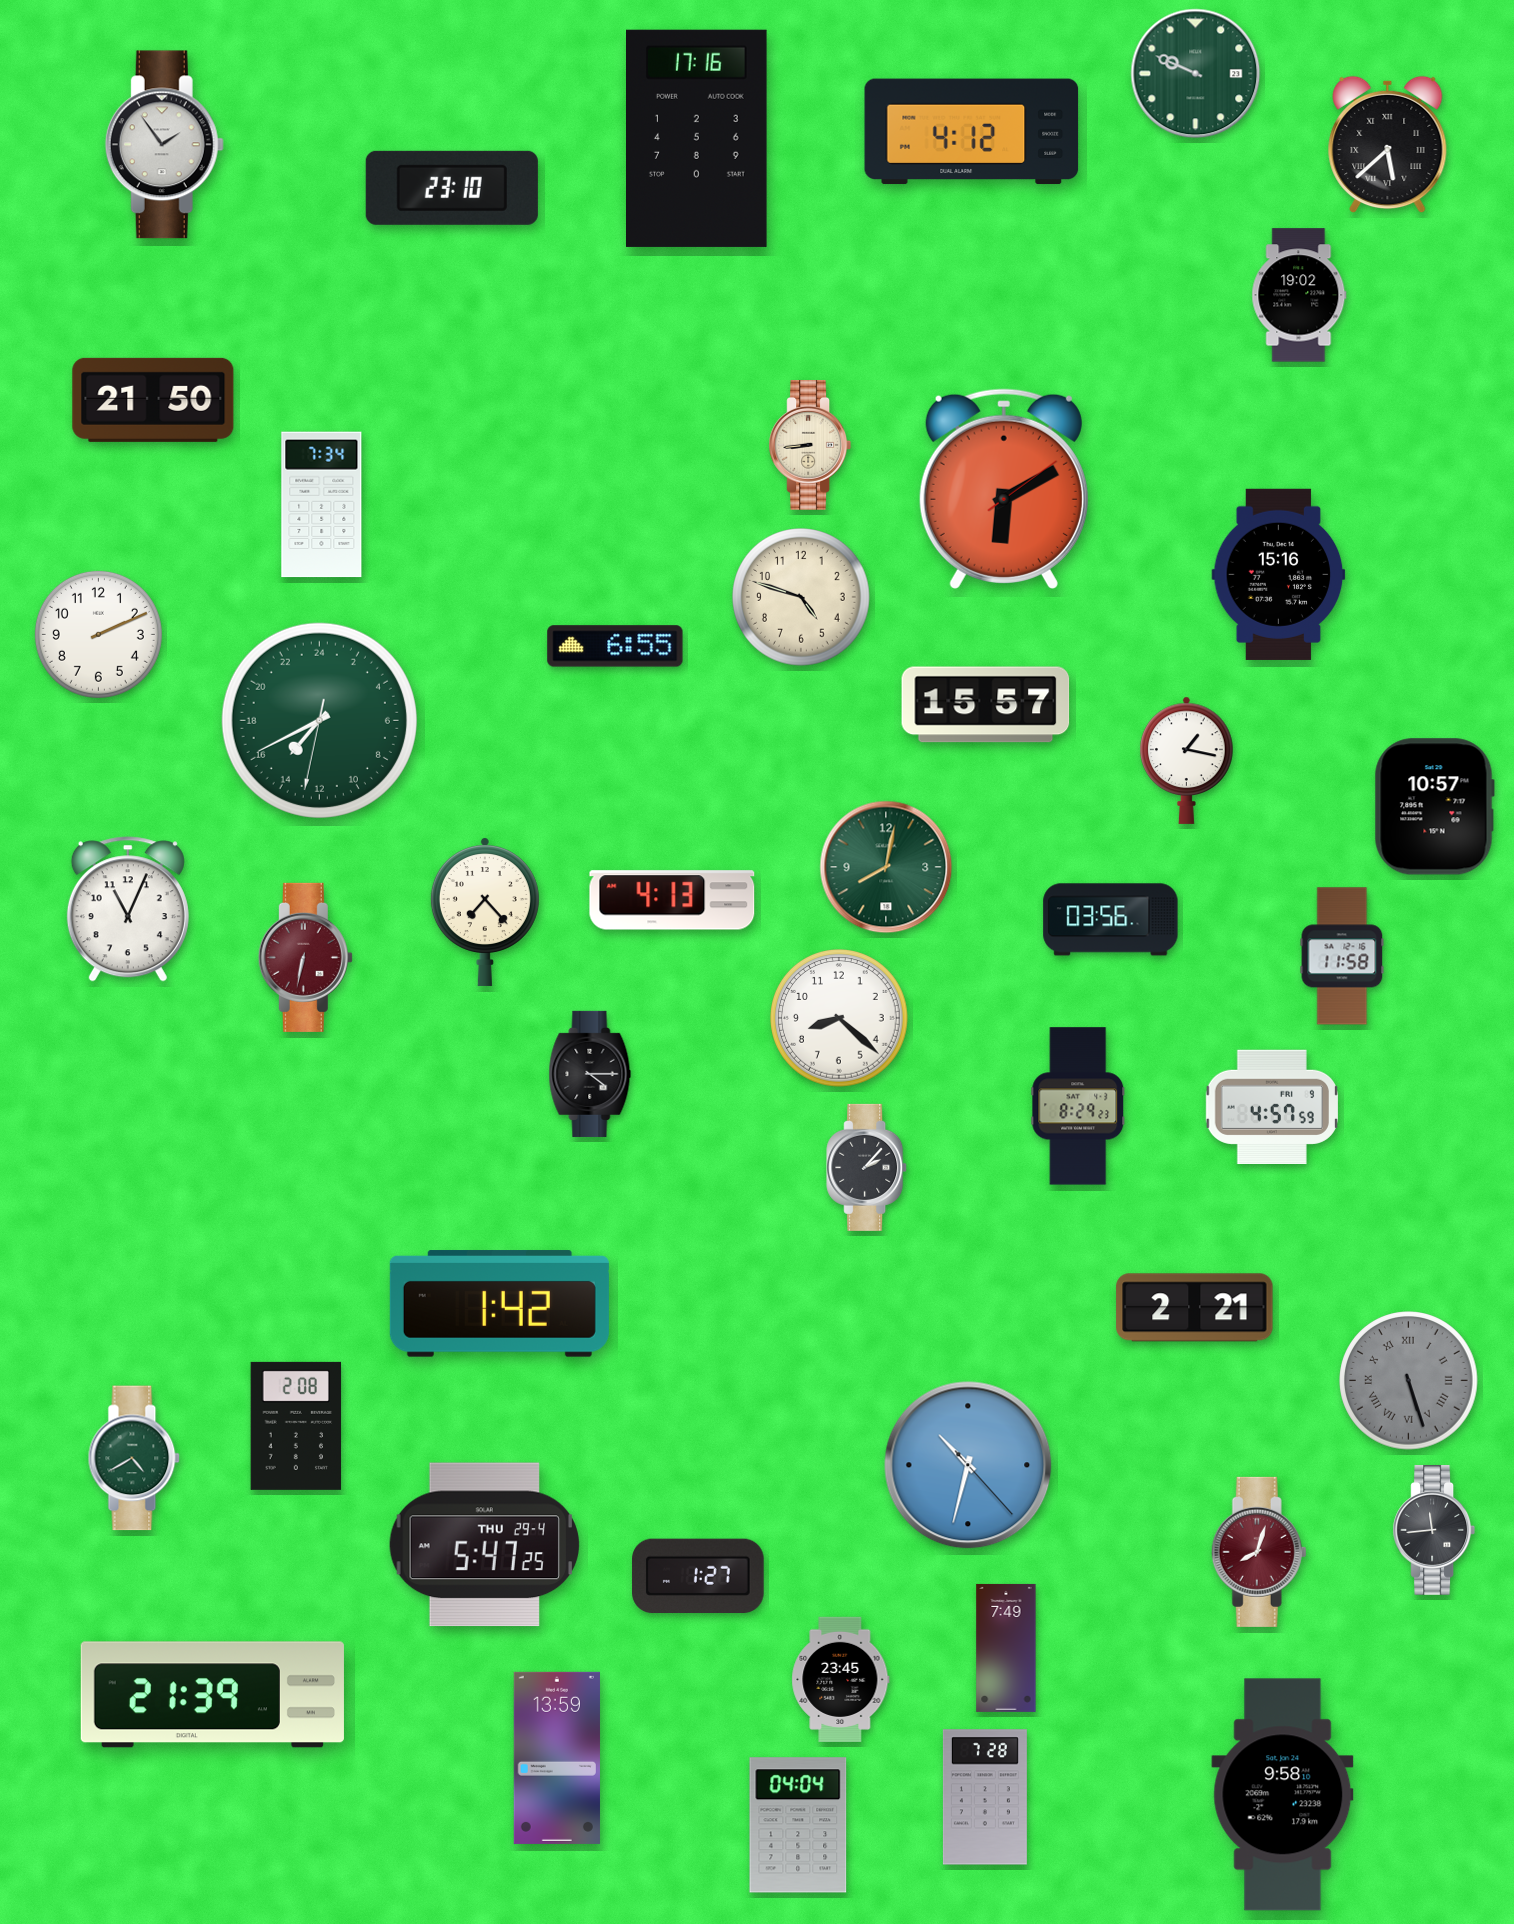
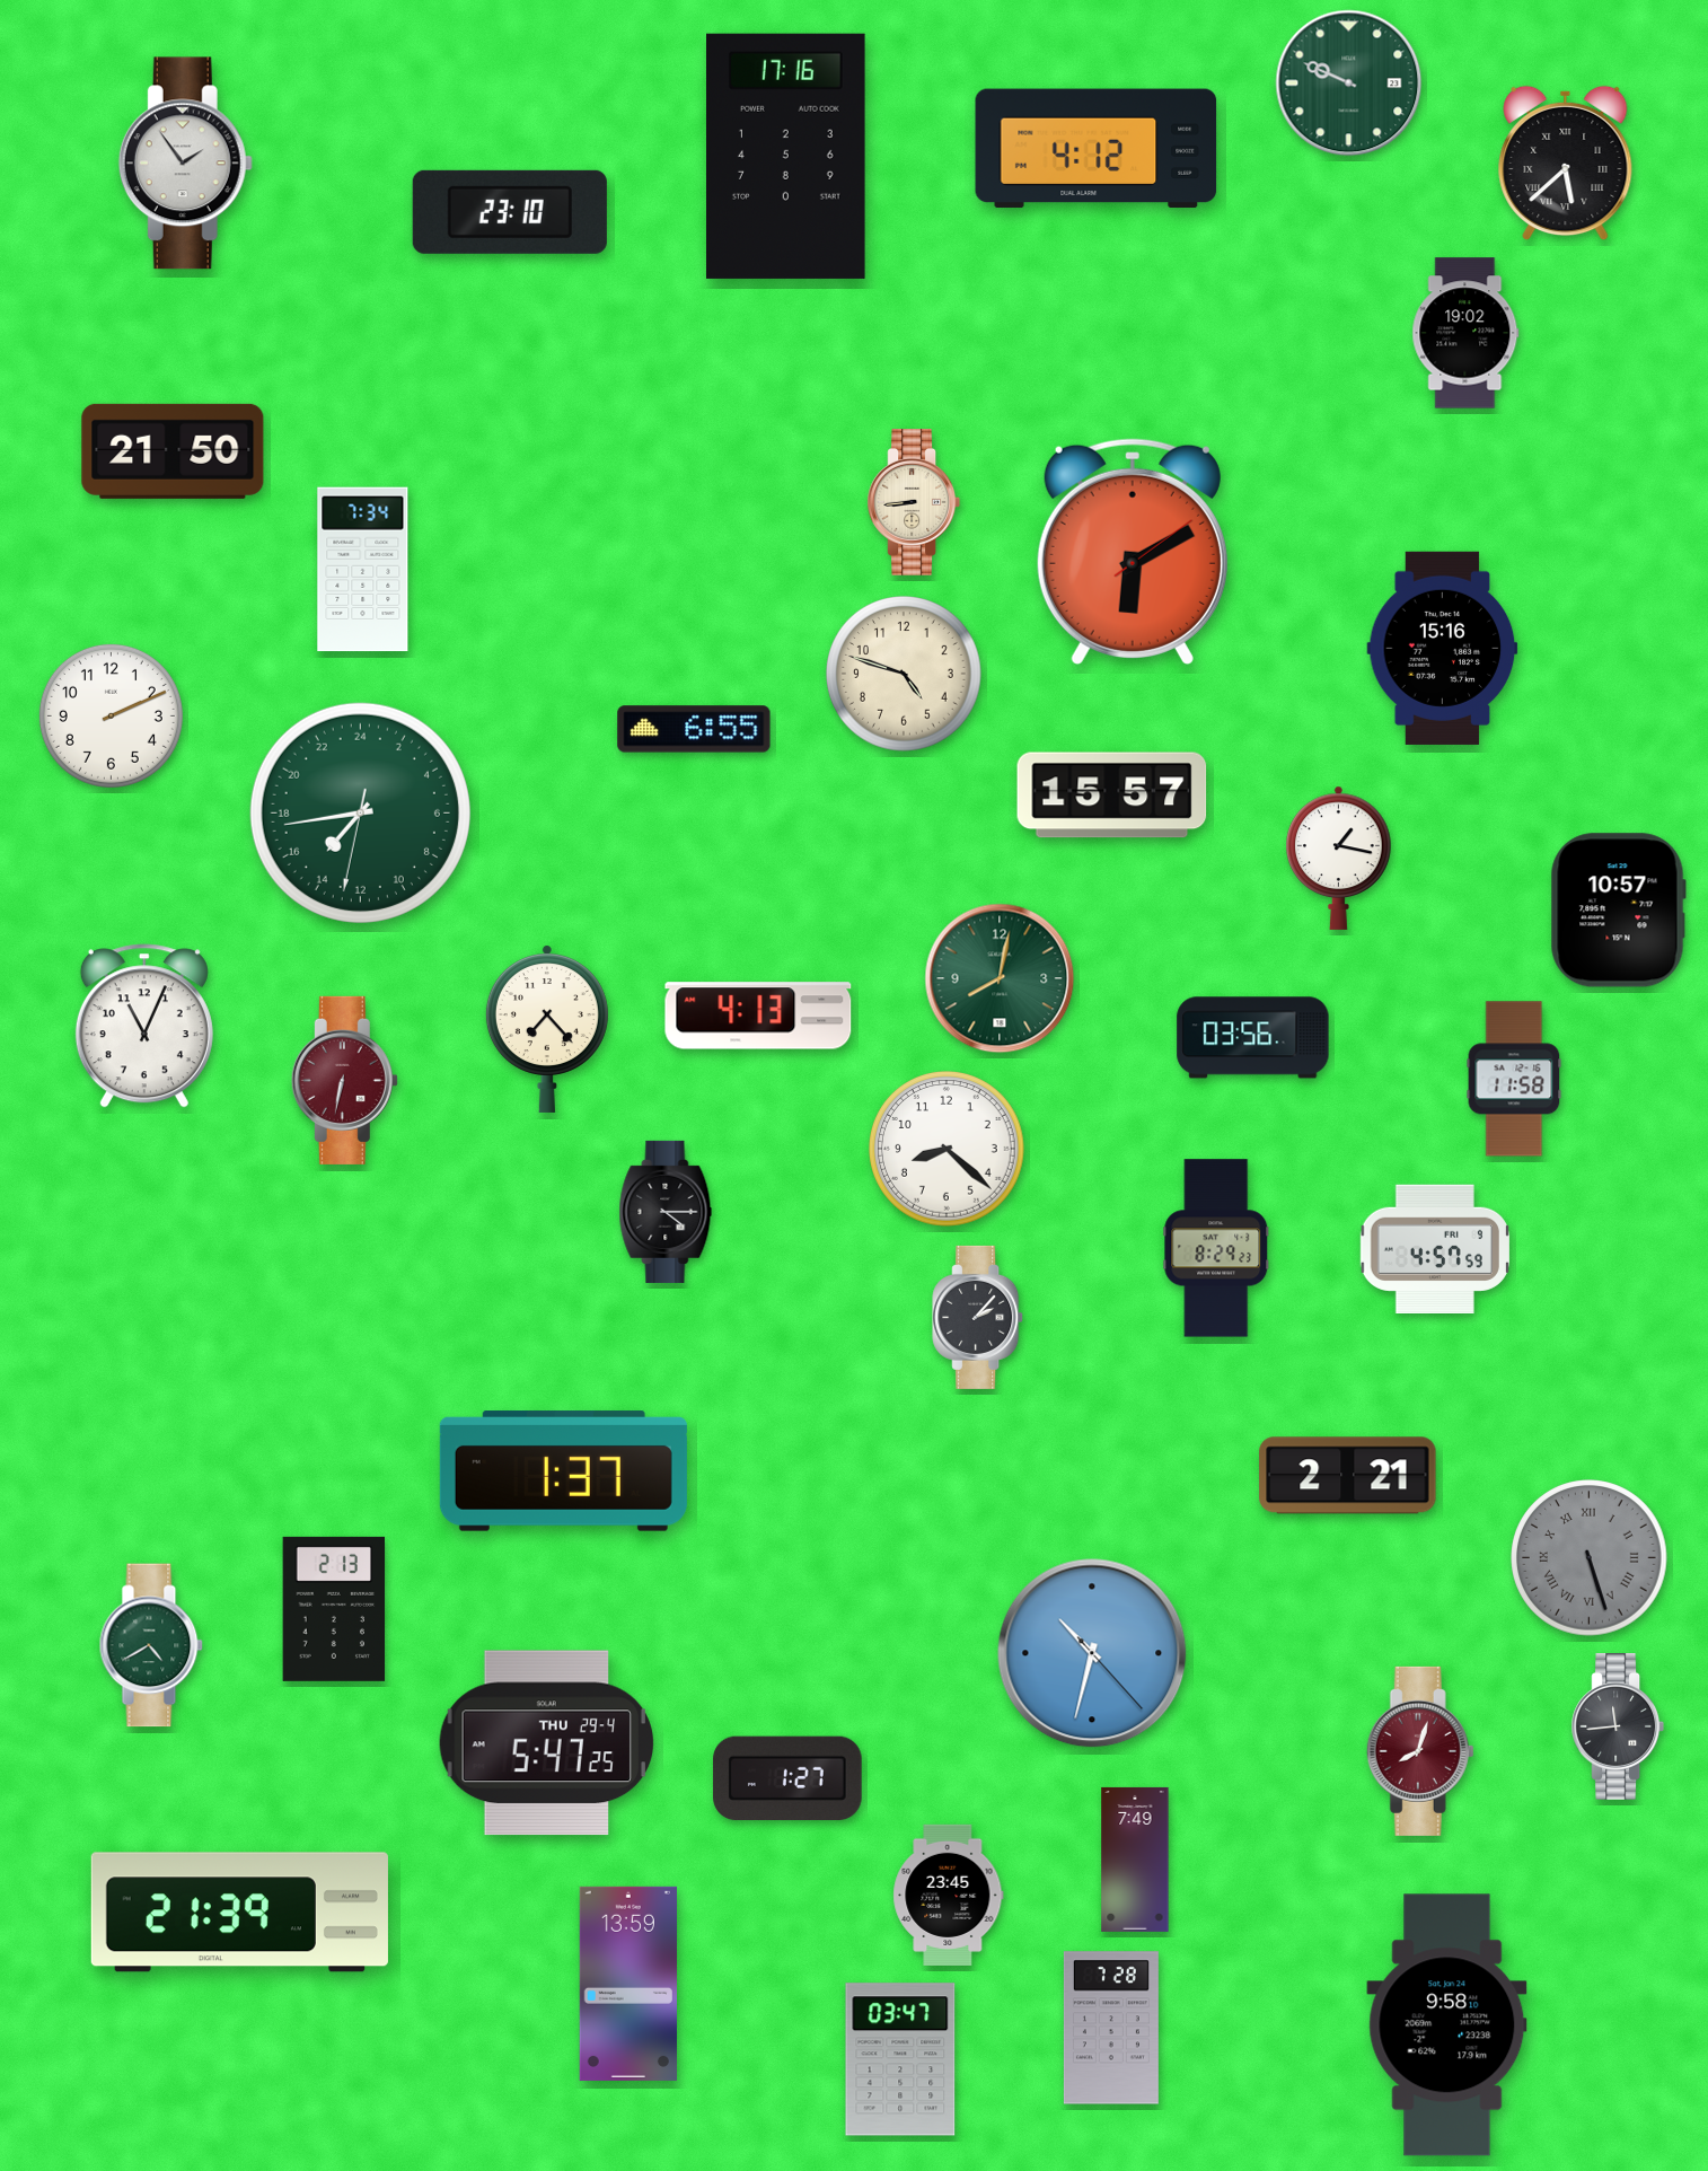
clock at (319, 720): 14:40 -> 14:43
clock at (499, 1304): 1:42 -> 1:37
clock at (296, 1426): 2:08 -> 2:13
clock at (798, 1825): 04:04 -> 03:47
